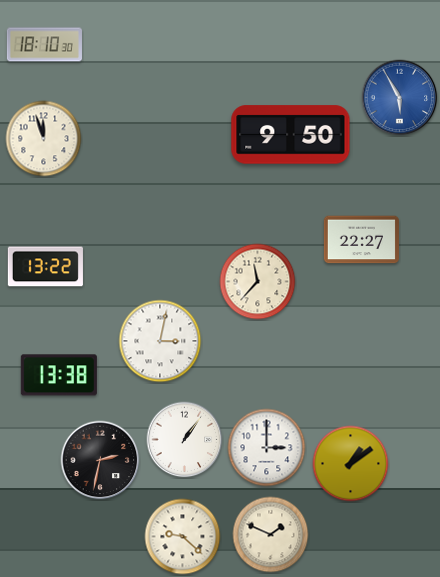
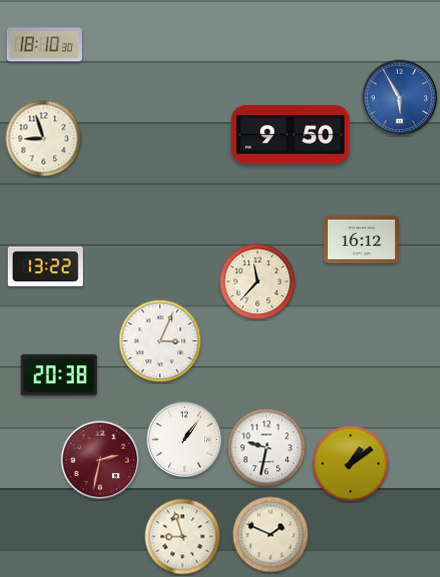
clock at (44, 139): 11:57 -> 8:57
clock at (361, 240): 22:27 -> 16:12
clock at (160, 341): 3:02 -> 3:04
clock at (59, 375): 13:38 -> 20:38
clock at (267, 448): 3:00 -> 9:32
clock at (100, 460) dial: black -> burgundy
clock at (183, 537): 9:22 -> 8:57
